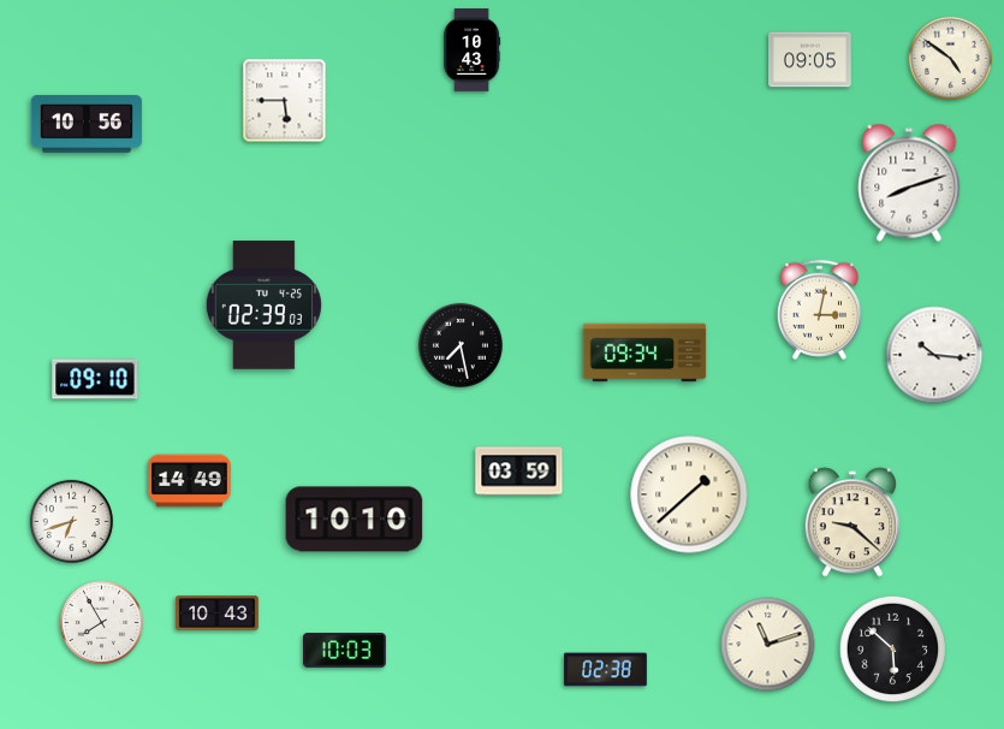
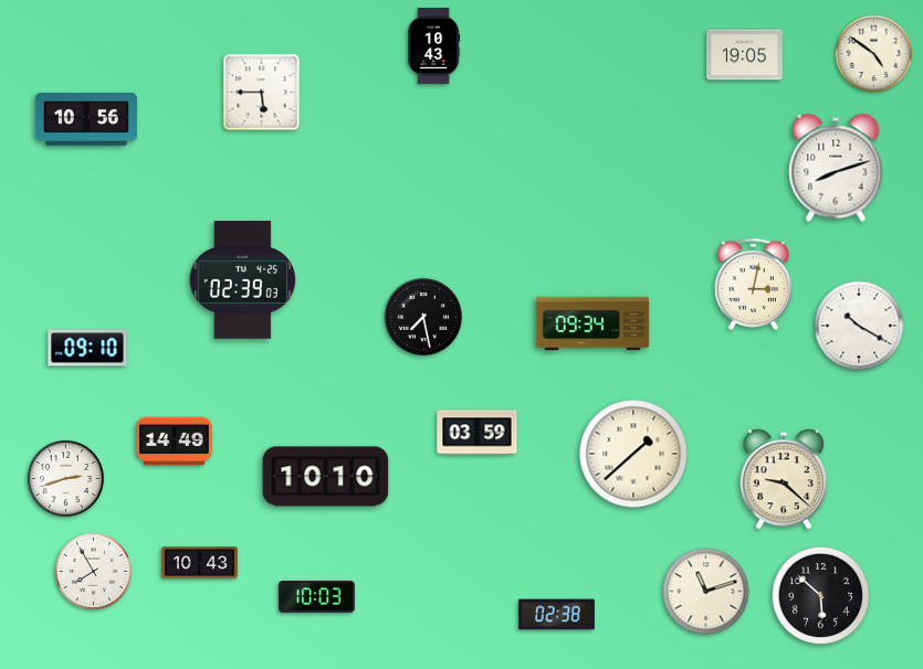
clock at (810, 60): 09:05 -> 19:05
clock at (87, 124) position: (87, 124) -> (86, 119)
clock at (934, 355): 10:16 -> 10:20
clock at (71, 521): 6:42 -> 2:42
